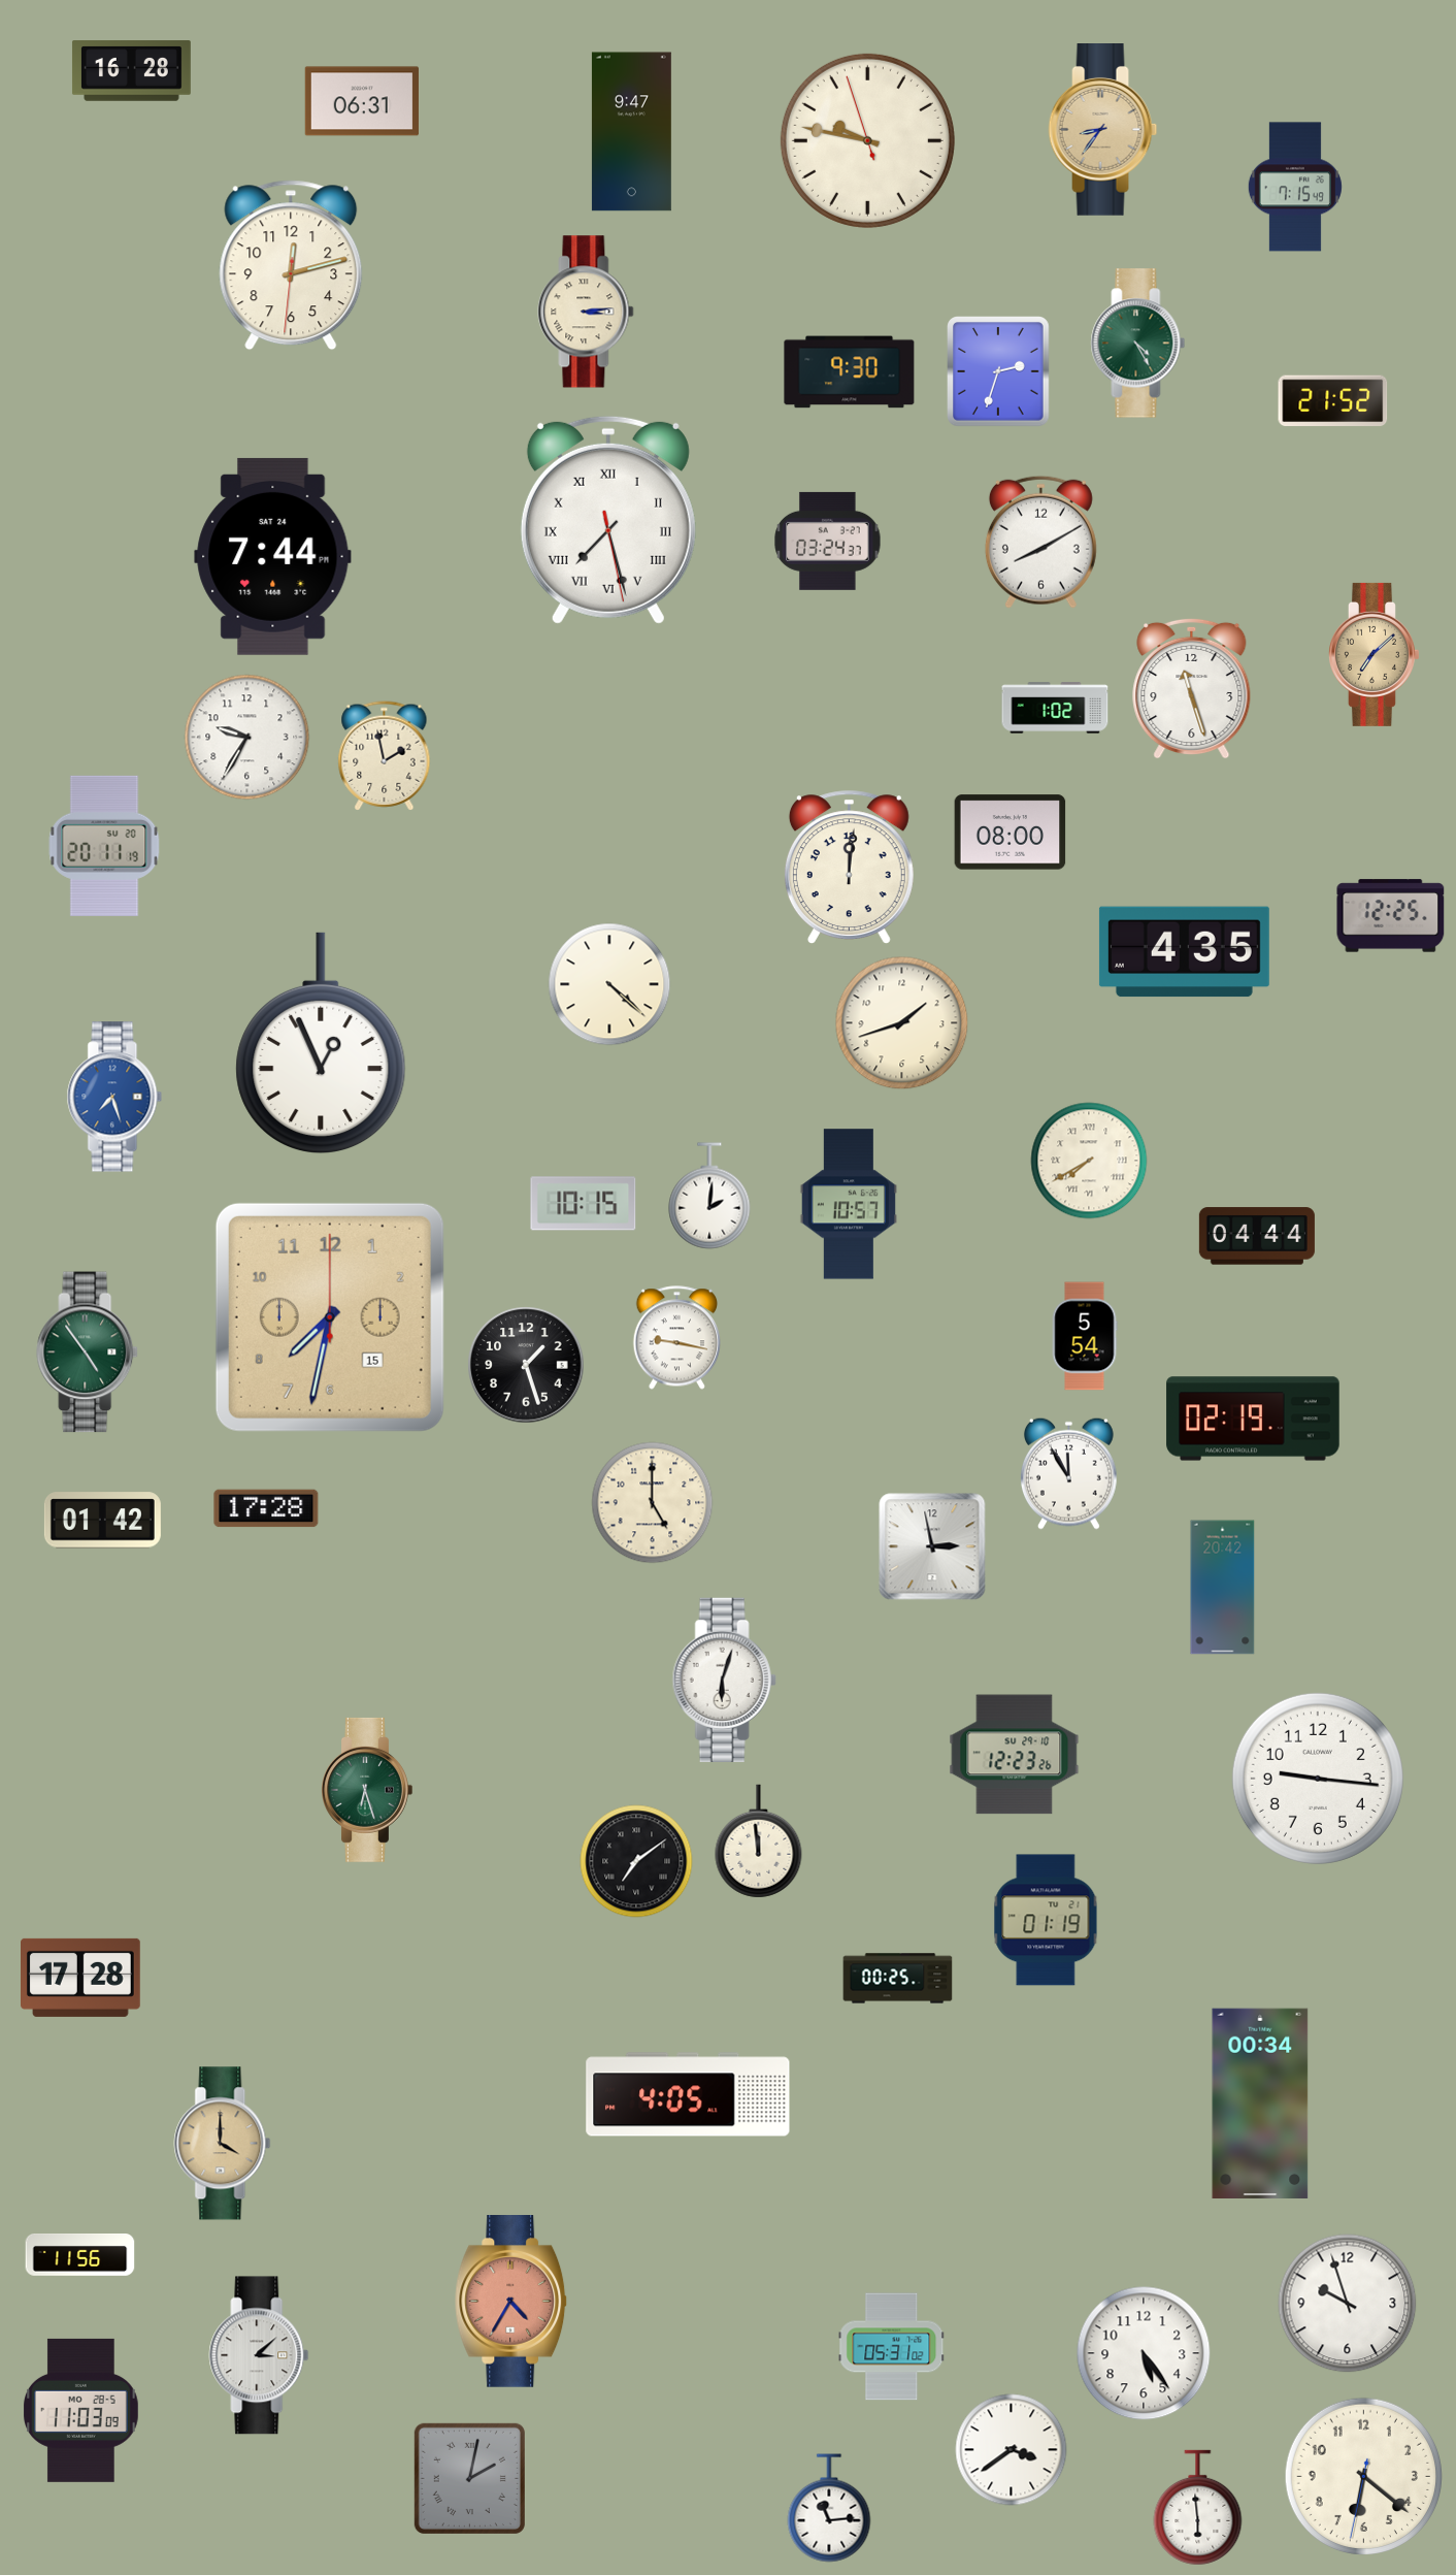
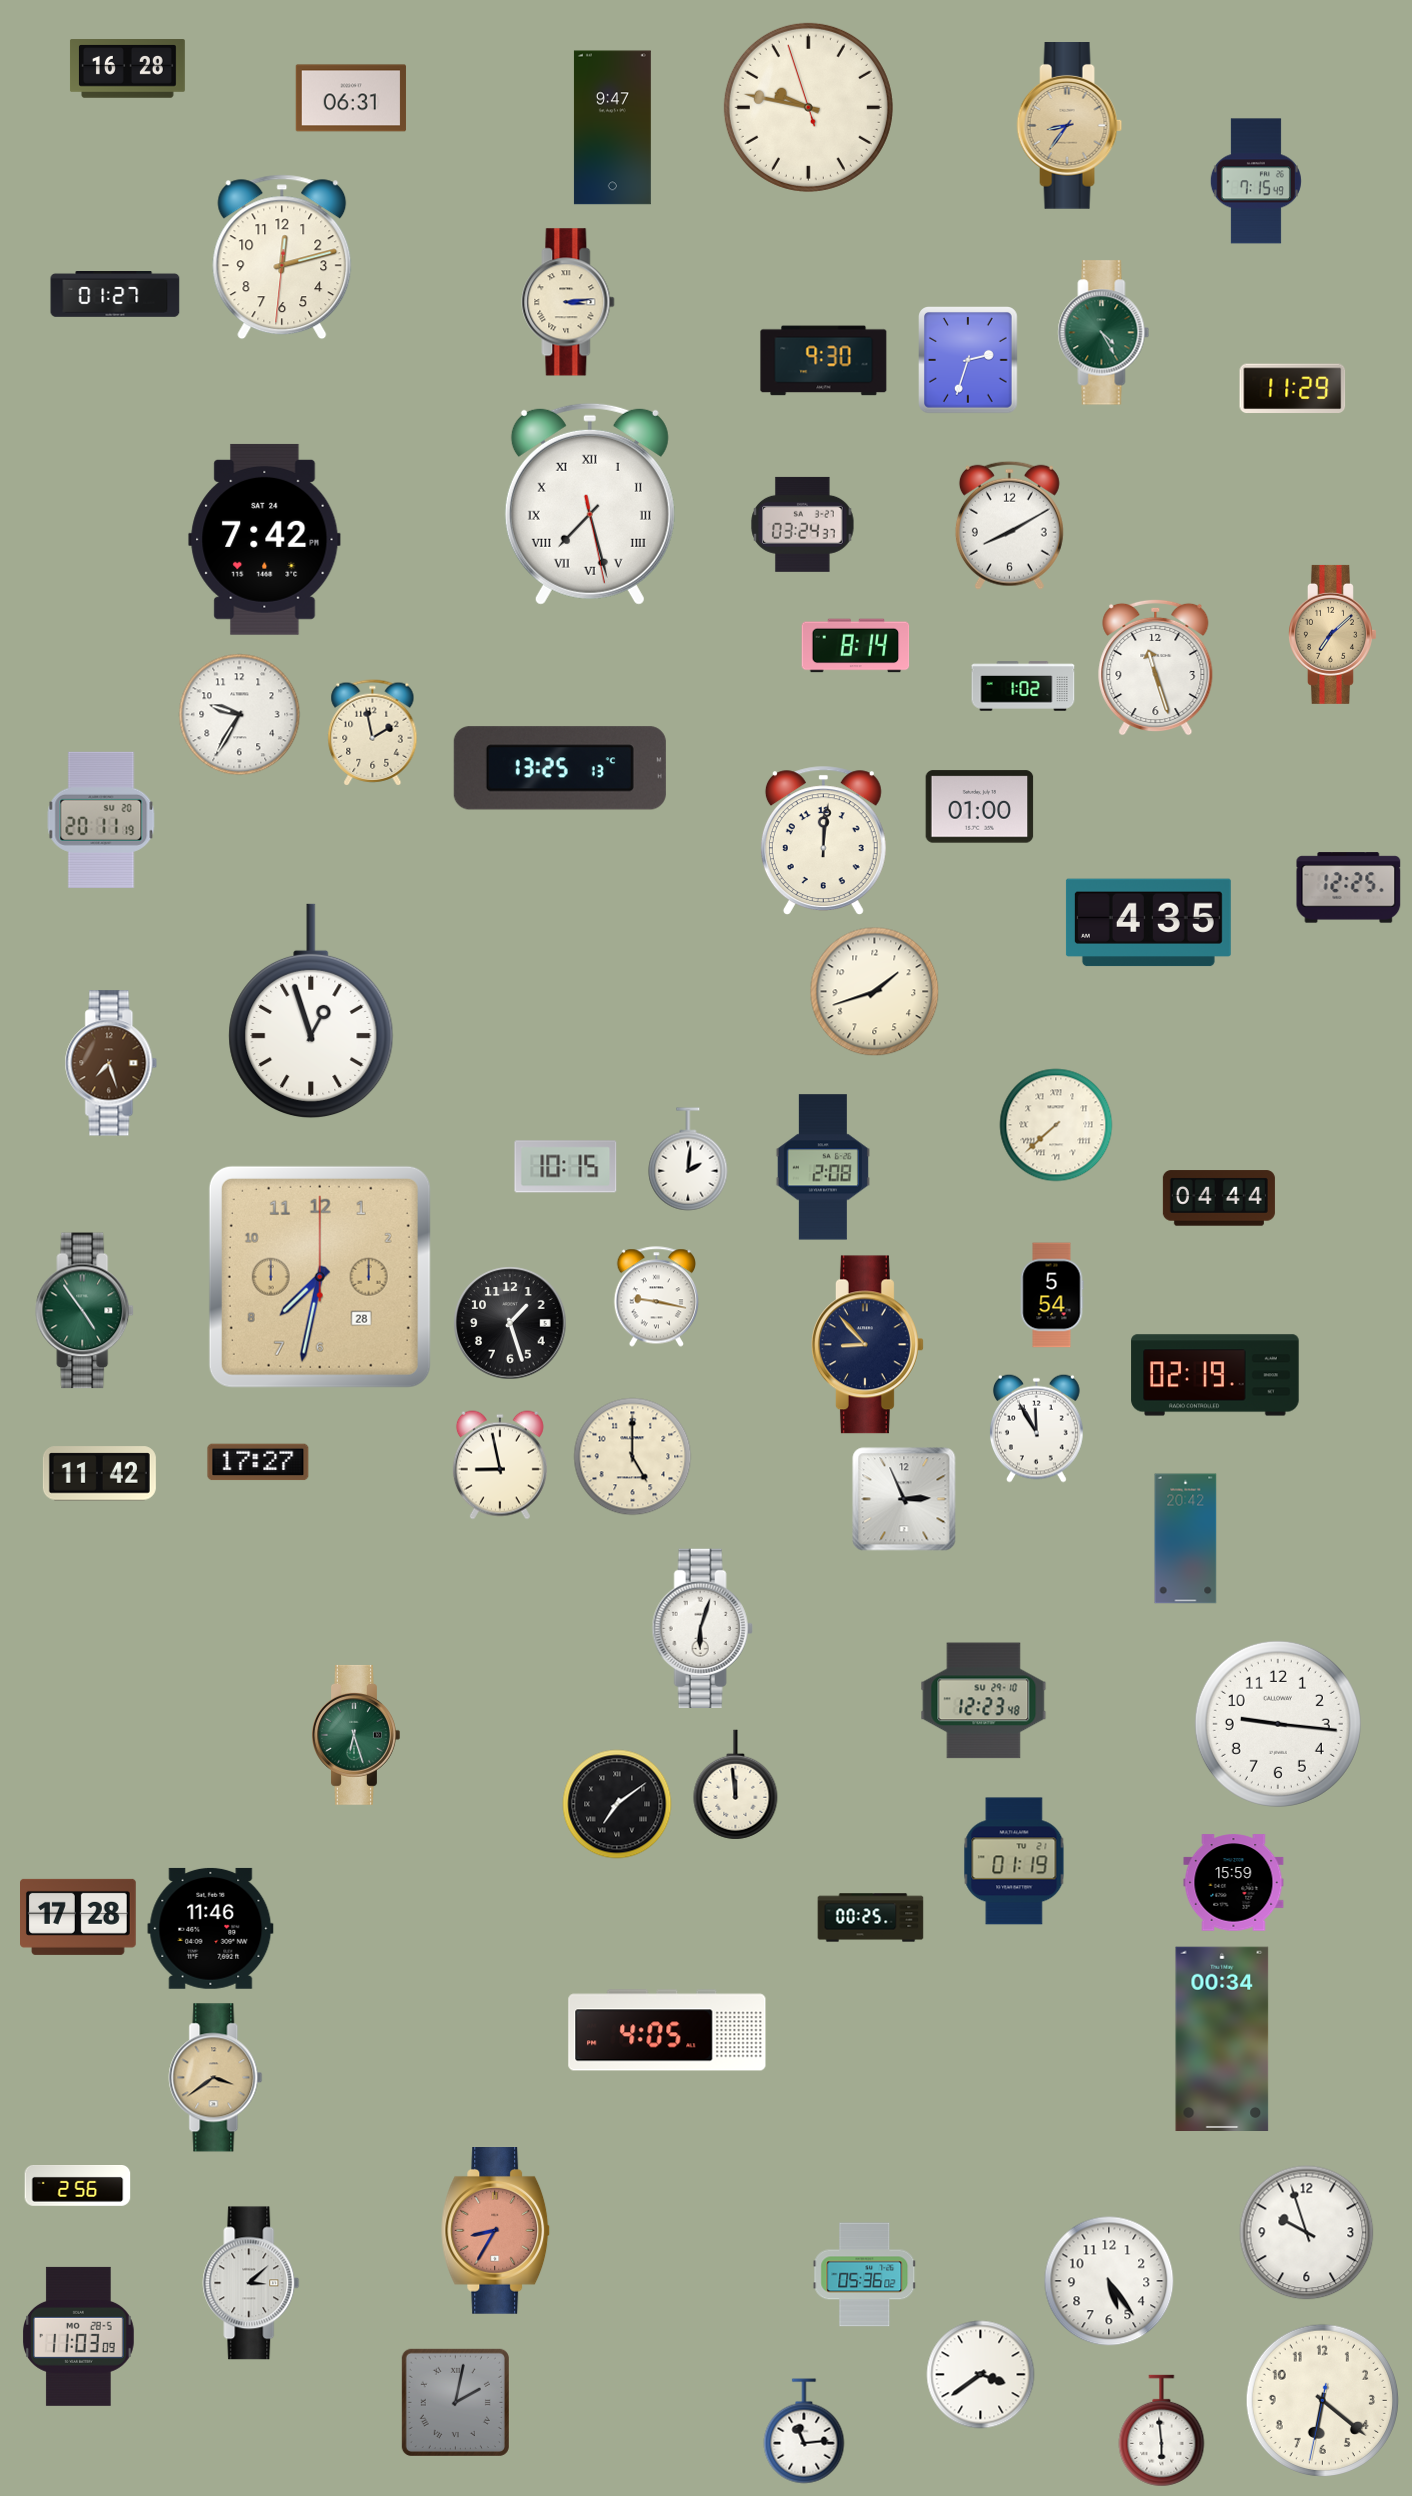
clock at (867, 140) position: (867, 140) -> (808, 107)
clock at (115, 295): none -> 01:27
clock at (1333, 401): 21:52 -> 11:29
clock at (273, 556): 7:44 -> 7:42
clock at (856, 646): none -> 8:14
clock at (560, 768): none -> 13:25
clock at (1011, 833): 08:00 -> 01:00
clock at (609, 984): 4:22 -> none
clock at (321, 1043): 12:56 -> 12:57
clock at (114, 1097) dial: blue -> brown
clock at (1089, 1161): 7:40 -> 7:38
clock at (849, 1204): 10:57 -> 2:08
clock at (330, 1317) date: 15 -> 28
clock at (867, 1345): none -> 8:53
clock at (266, 1508): 17:28 -> 17:27
clock at (500, 1465): none -> 8:58
clock at (102, 1521): 01:42 -> 11:42
clock at (932, 1546): 2:58 -> 2:56
clock at (1015, 1755): 12:23:26 -> 12:23:48
clock at (1234, 1883): none -> 15:59
clock at (211, 1928): none -> 11:46
clock at (223, 2144): 4:00 -> 3:39
clock at (80, 2255): 11:56 -> 2:56
clock at (511, 2302): 4:35 -> 8:35
clock at (892, 2347): 05:31 -> 05:36
